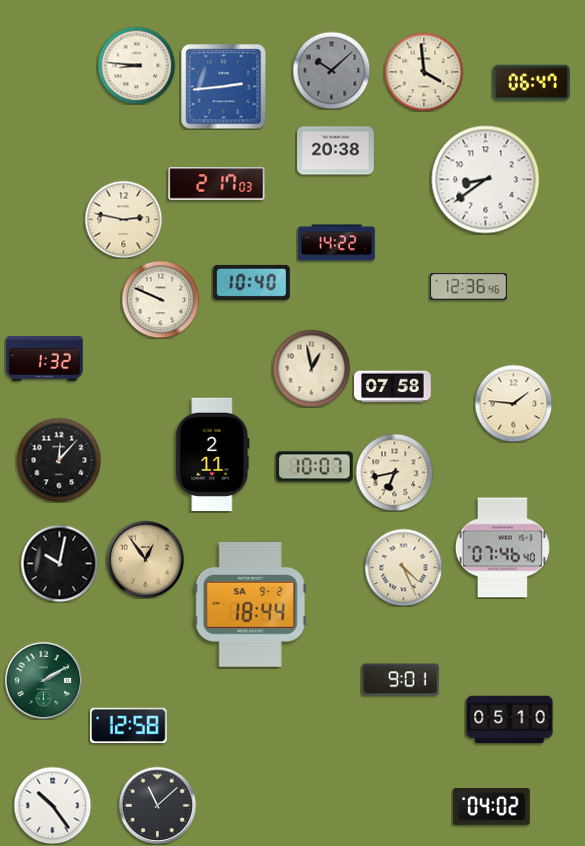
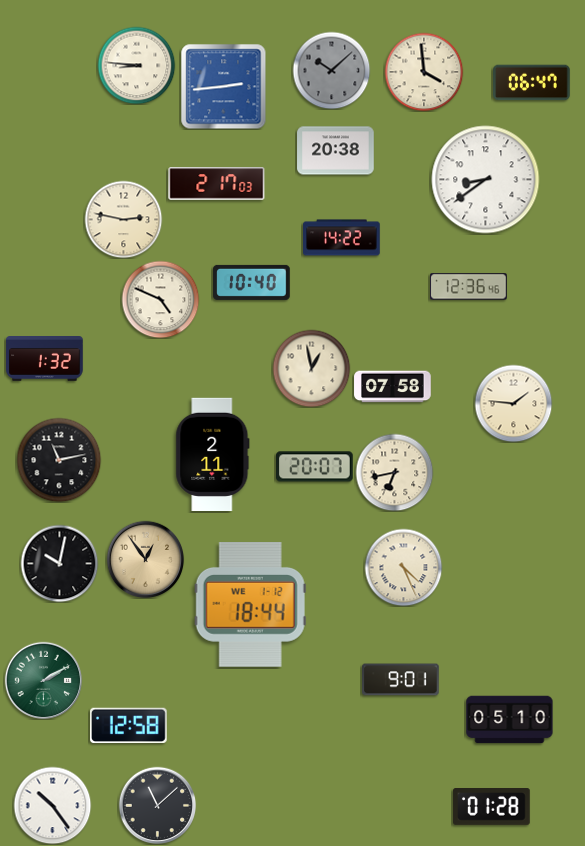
clock at (337, 243) position: (337, 243) -> (342, 238)
clock at (160, 299): 9:49 -> 4:49
clock at (59, 460): 12:07 -> 11:13
clock at (315, 467): 10:07 -> 20:07
clock at (502, 548): 07:46 -> none
clock at (250, 605) date: SA 9-2 -> WE 1-12
clock at (492, 807): 04:02 -> 01:28
